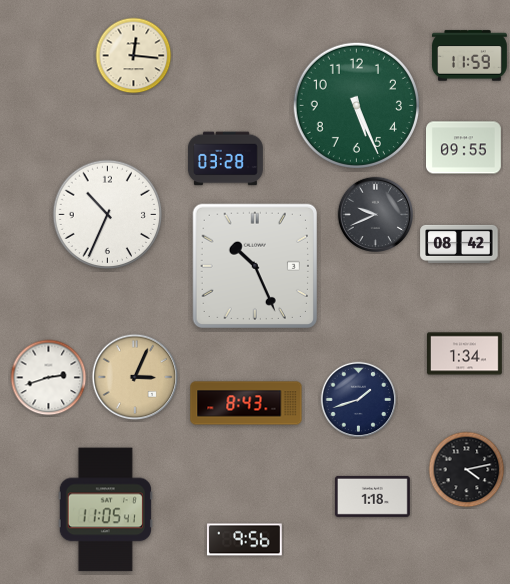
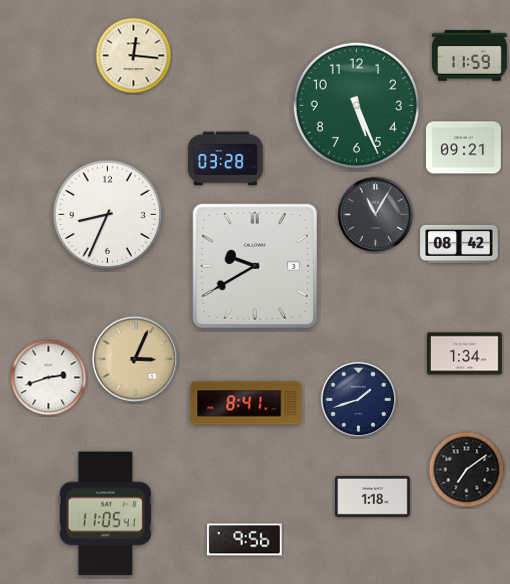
clock at (464, 148): 09:55 -> 09:21
clock at (108, 215): 10:34 -> 8:34
clock at (376, 215): 9:41 -> 11:05
clock at (255, 266): 10:26 -> 9:40
clock at (135, 377) position: (135, 377) -> (135, 359)
clock at (246, 403): 8:43 -> 8:41
clock at (467, 470): 4:13 -> 7:09
clock at (105, 510) position: (105, 510) -> (105, 514)
